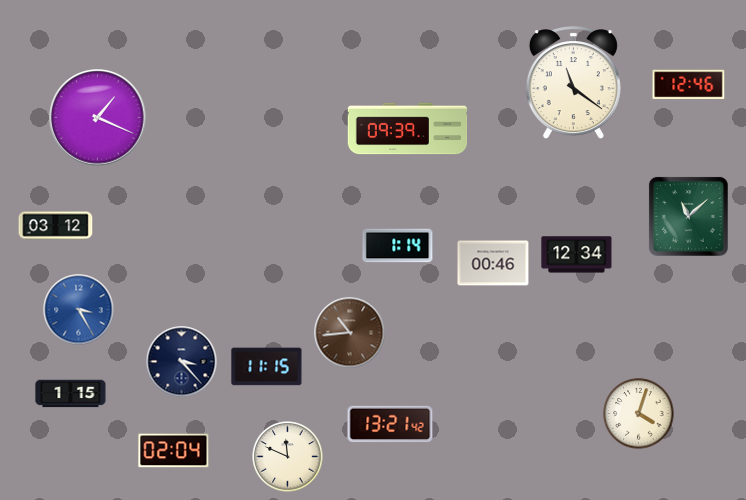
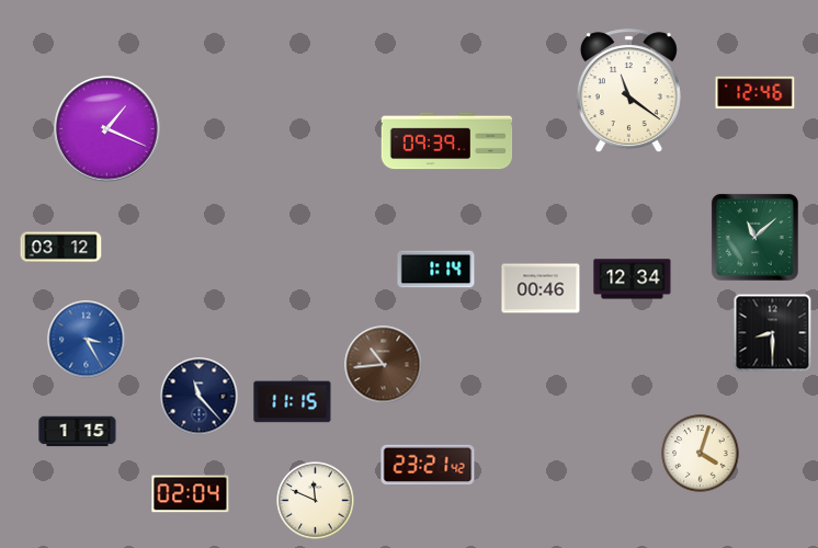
clock at (773, 333): none -> 8:30
clock at (182, 362): 3:23 -> 11:23
clock at (390, 424): 13:21 -> 23:21
